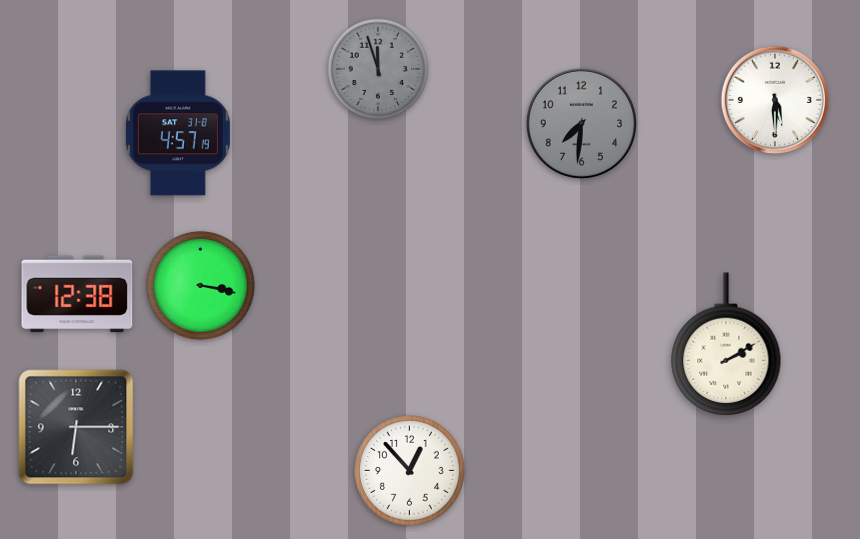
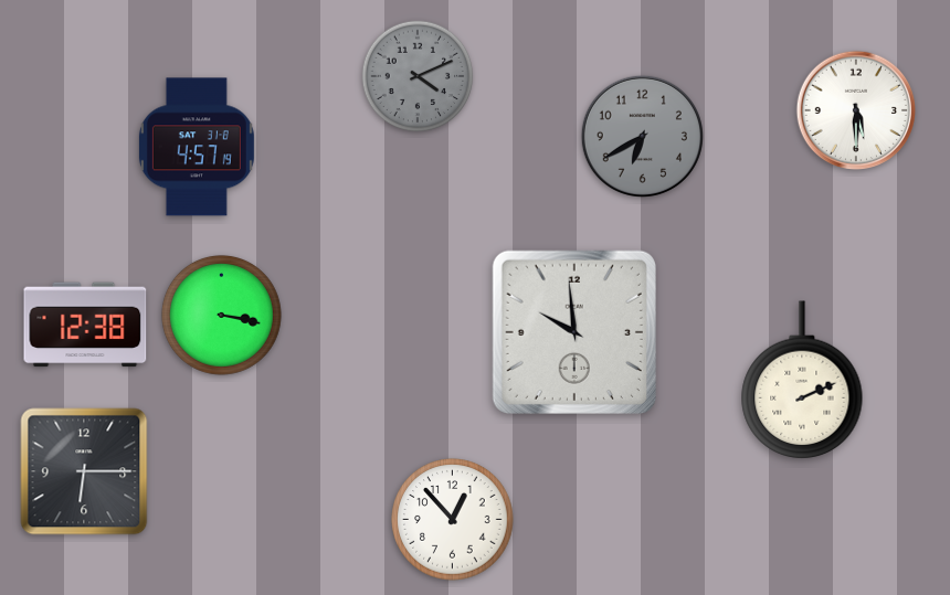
clock at (378, 69): 11:57 -> 4:11
clock at (581, 123): 7:31 -> 6:40
clock at (574, 332): none -> 9:59
clock at (726, 345): 2:10 -> 2:11
